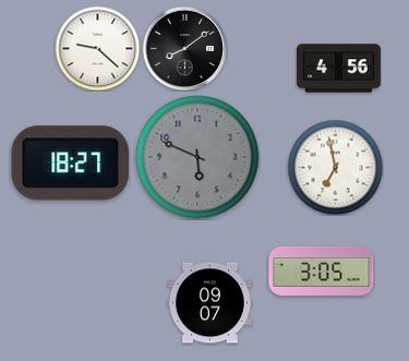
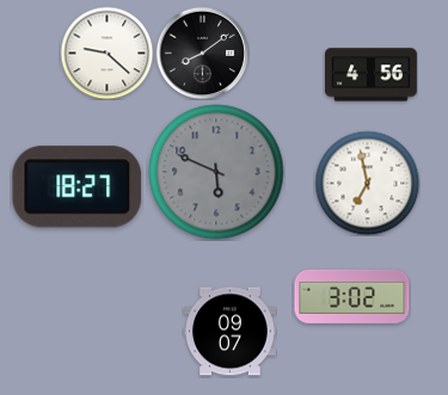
clock at (71, 164) position: (71, 164) -> (78, 187)
clock at (322, 270): 3:05 -> 3:02
